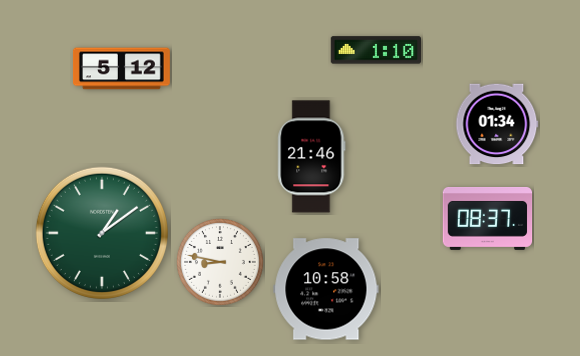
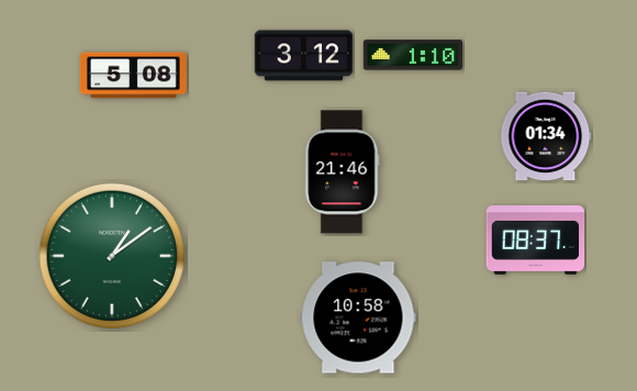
clock at (304, 56): none -> 3:12
clock at (121, 69): 5:12 -> 5:08
clock at (221, 263): 8:47 -> none
